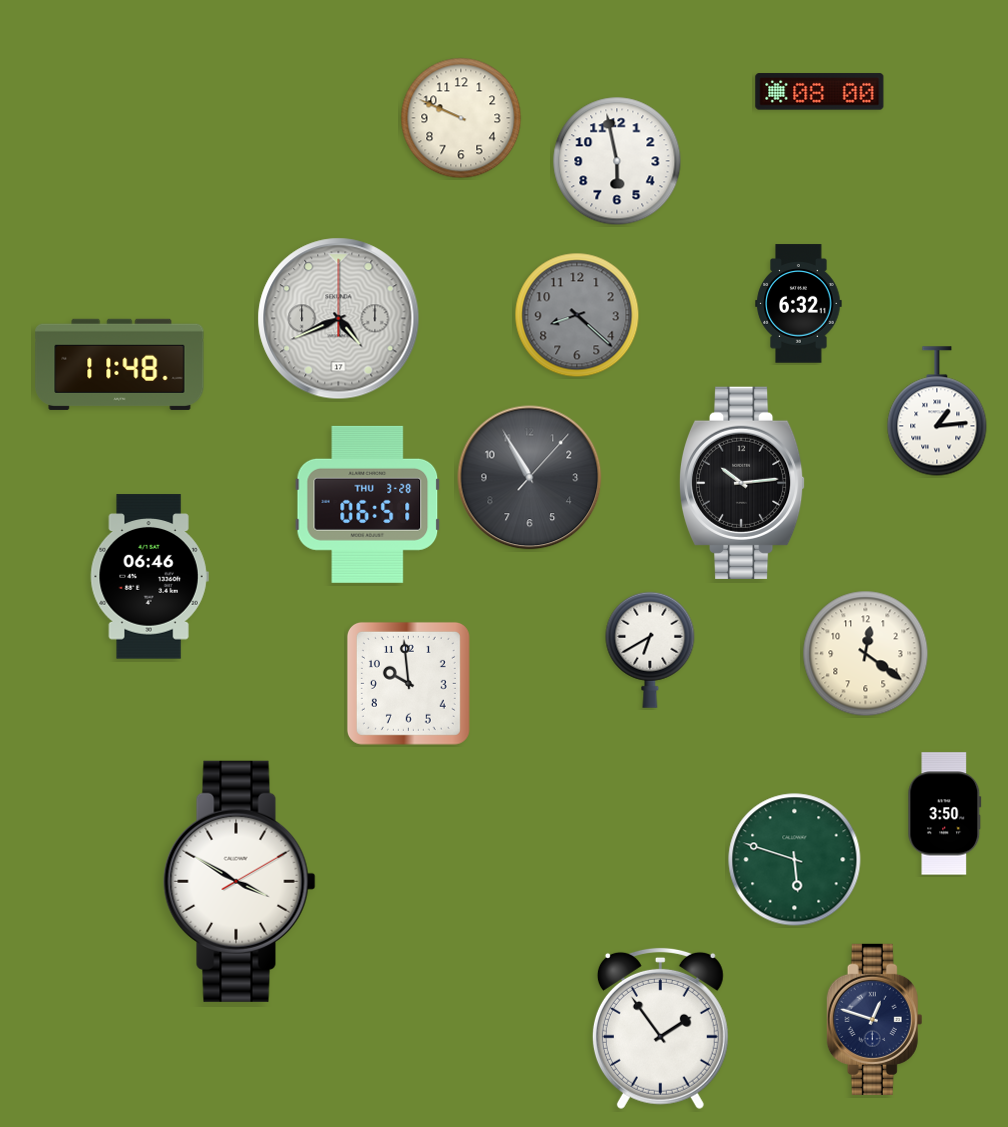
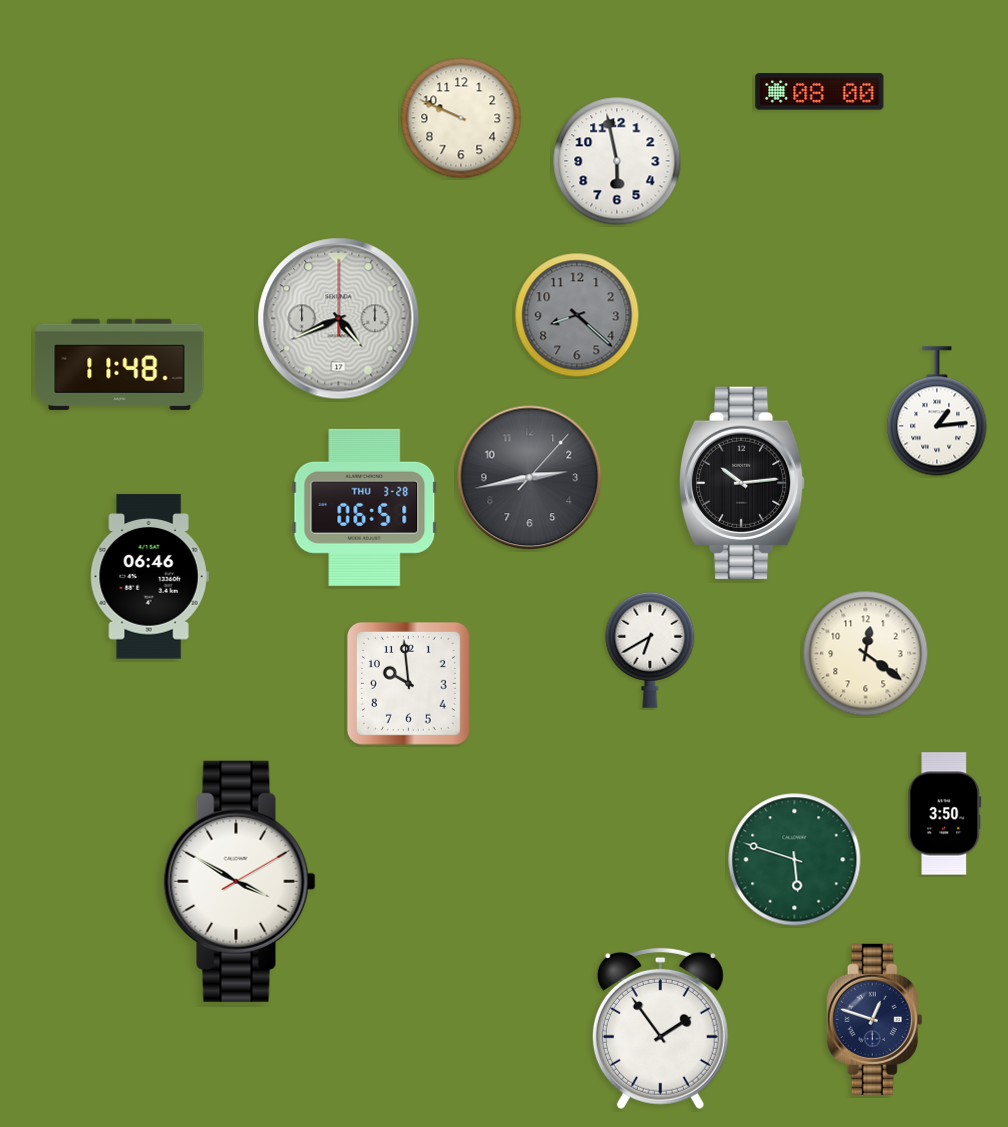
clock at (799, 304): 6:32 -> none
clock at (530, 478): 10:55 -> 2:43
clock at (368, 504) position: (368, 504) -> (365, 507)
